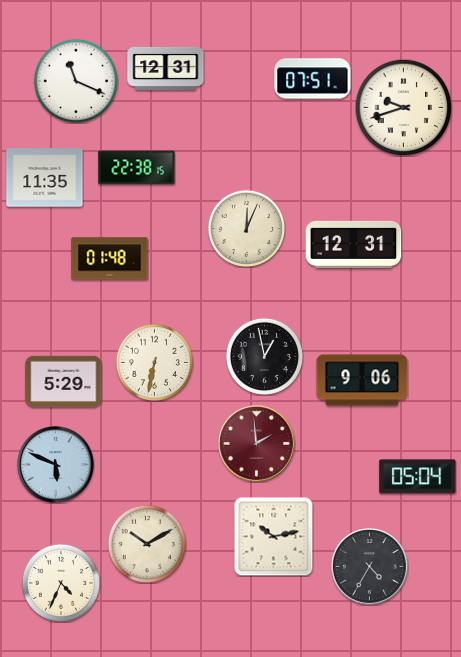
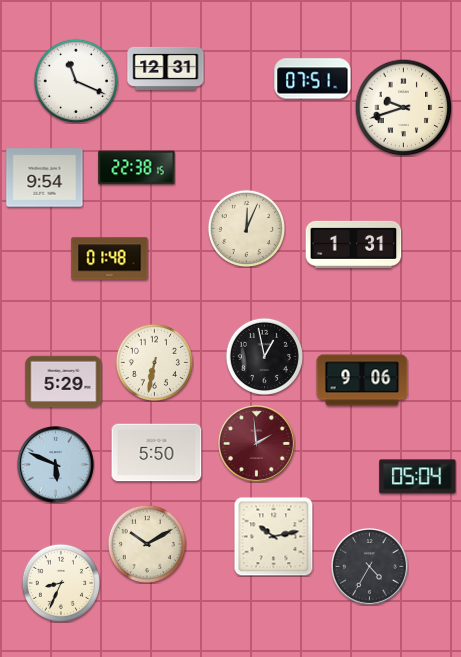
clock at (45, 178): 11:35 -> 9:54
clock at (354, 244): 12:31 -> 1:31
clock at (157, 453): none -> 5:50
clock at (60, 582): 4:34 -> 8:34
